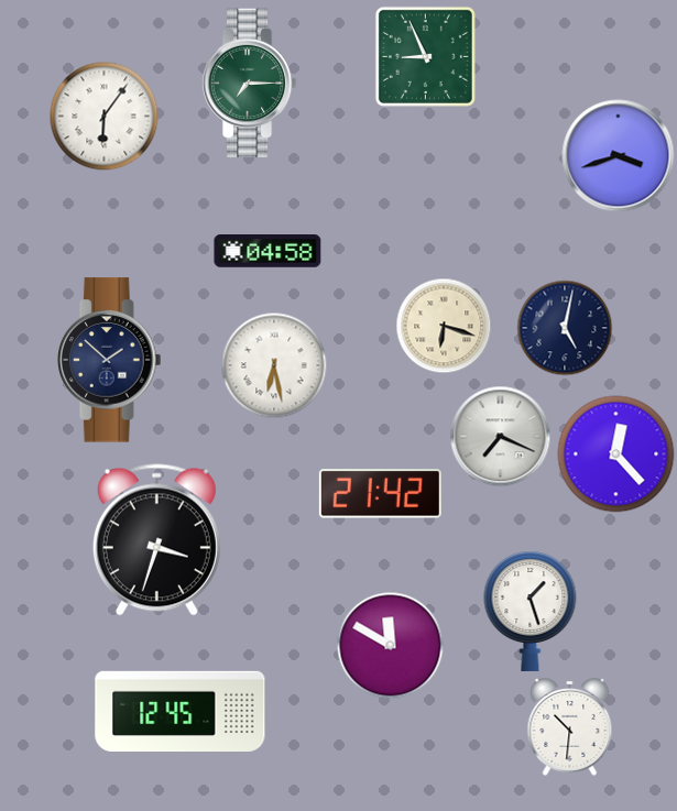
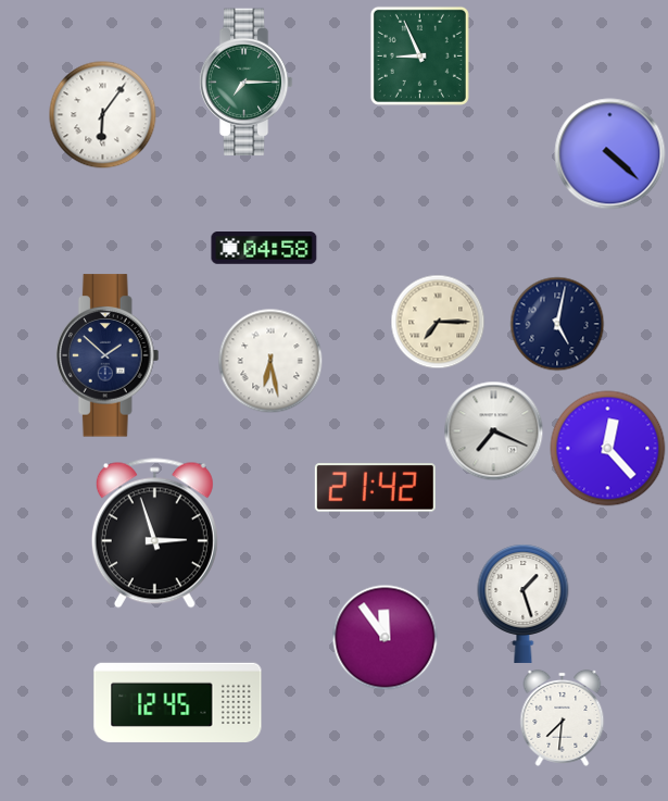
clock at (619, 156): 3:42 -> 4:22
clock at (444, 326): 6:18 -> 7:15
clock at (156, 540): 3:33 -> 2:57
clock at (391, 646): 11:50 -> 11:54
clock at (570, 726): 10:31 -> 7:31
